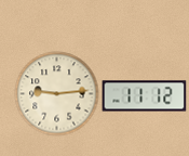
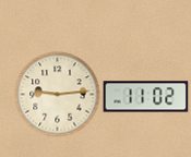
clock at (144, 96): 11:12 -> 11:02
